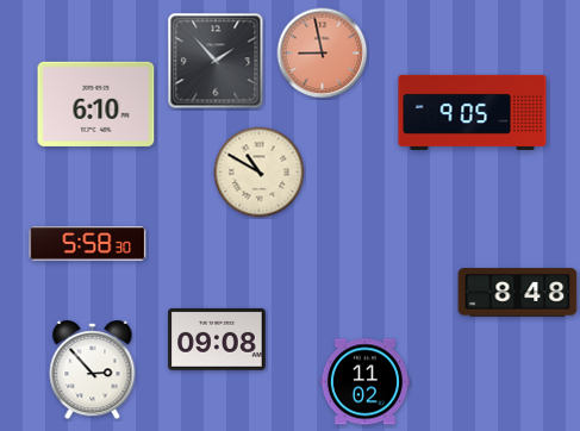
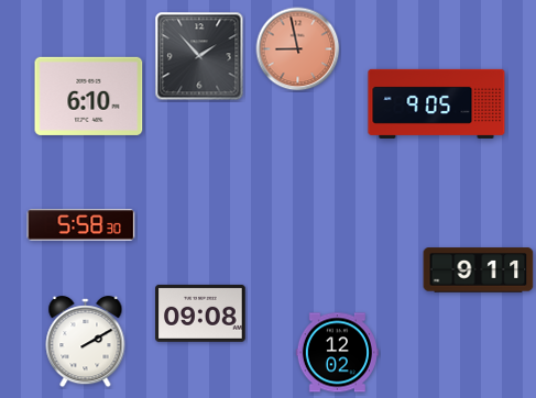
clock at (260, 173): 10:50 -> none
clock at (518, 293): 8:48 -> 9:11
clock at (93, 370): 2:53 -> 2:10
clock at (364, 382): 11:02 -> 12:02
